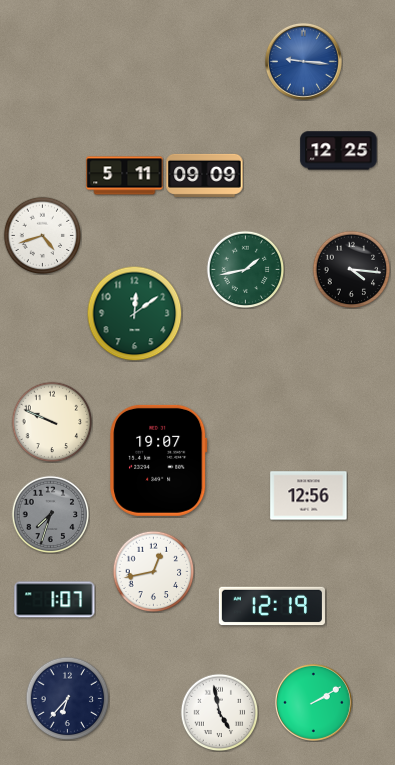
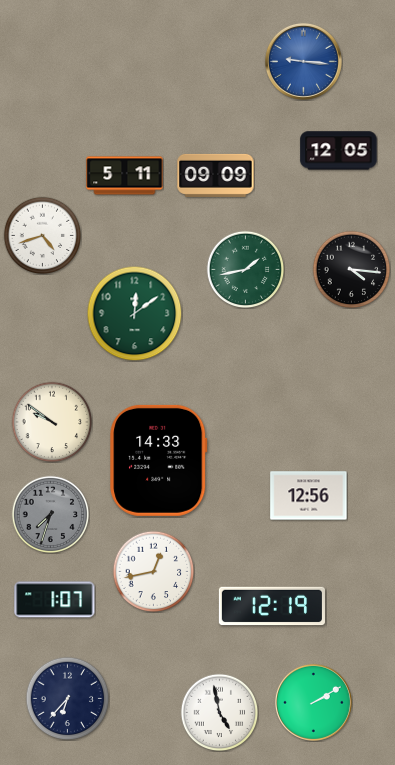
clock at (339, 151): 12:25 -> 12:05
clock at (205, 175) position: (205, 175) -> (216, 175)
clock at (52, 422): 9:49 -> 9:51
clock at (159, 460): 19:07 -> 14:33
